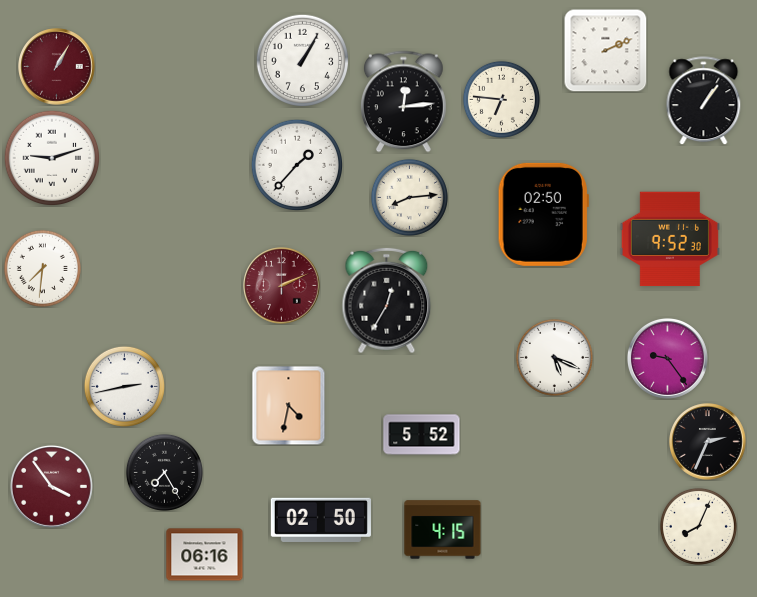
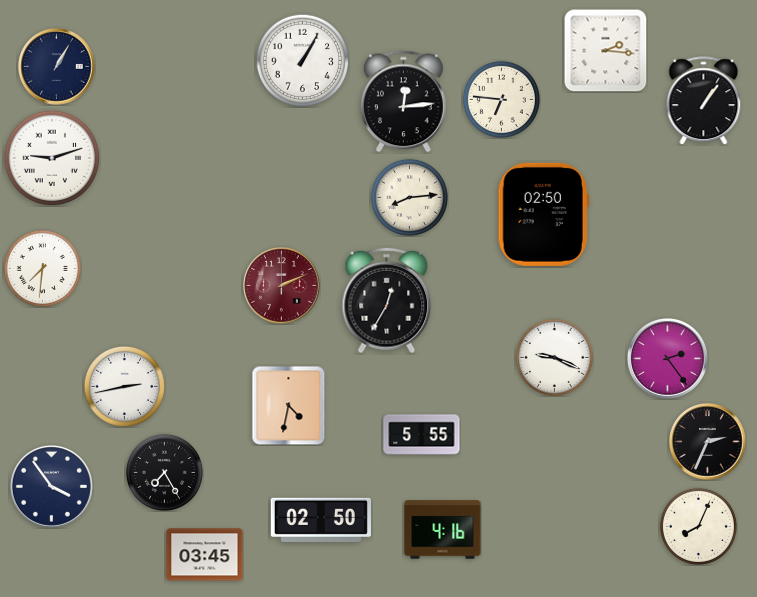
clock at (605, 50): 2:11 -> 2:16
clock at (57, 67) dial: burgundy -> navy
clock at (296, 164): 1:37 -> none
clock at (670, 239): 9:52 -> none
clock at (554, 357): 5:19 -> 9:19
clock at (667, 358): 9:24 -> 2:24
clock at (422, 435): 5:52 -> 5:55
clock at (51, 486) dial: burgundy -> navy
clock at (443, 530): 4:15 -> 4:16
clock at (205, 555): 06:16 -> 03:45
